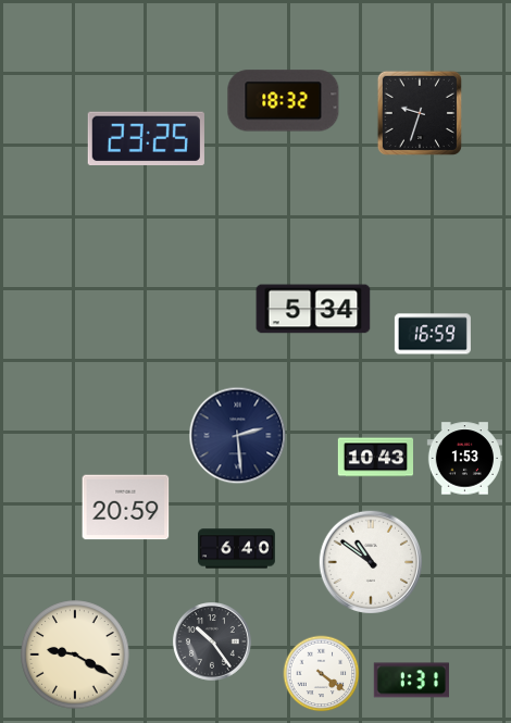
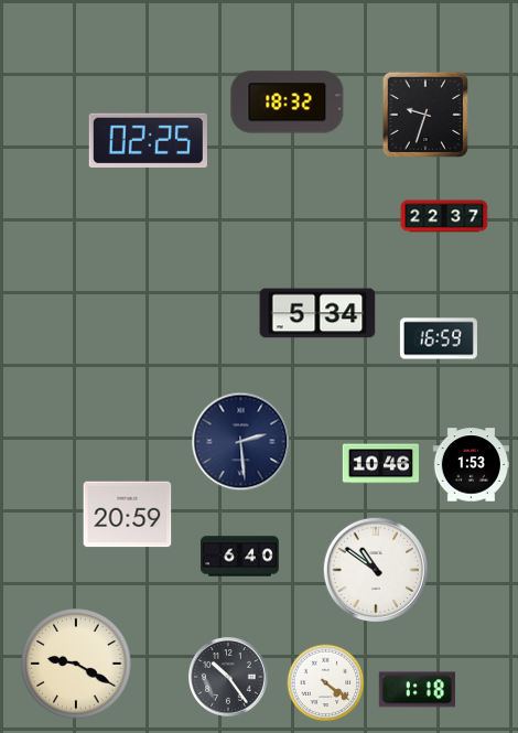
clock at (146, 139): 23:25 -> 02:25
clock at (444, 216): none -> 22:37
clock at (375, 458): 10:43 -> 10:46
clock at (213, 643) position: (213, 643) -> (229, 678)
clock at (411, 681): 1:31 -> 1:18
